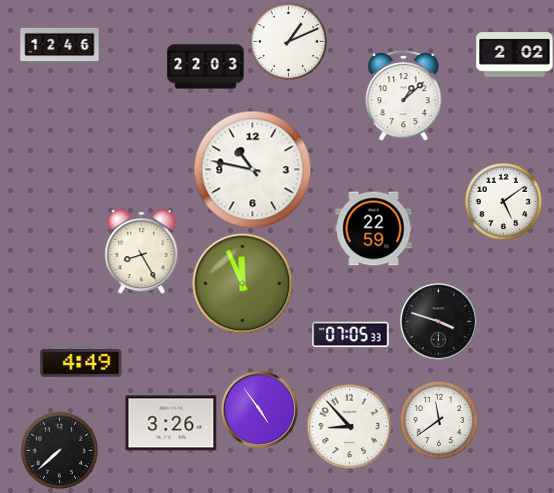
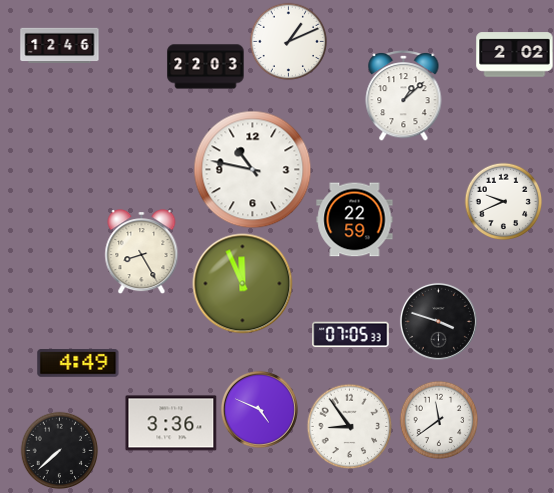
clock at (503, 201): 5:09 -> 9:41
clock at (374, 229) position: (374, 229) -> (355, 220)
clock at (81, 364) position: (81, 364) -> (78, 364)
clock at (259, 409): 4:54 -> 4:49
clock at (171, 423): 3:26 -> 3:36
clock at (349, 426): 8:53 -> 8:54
